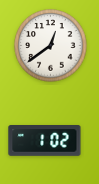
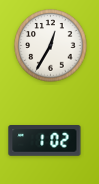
clock at (51, 46): 12:39 -> 12:35
